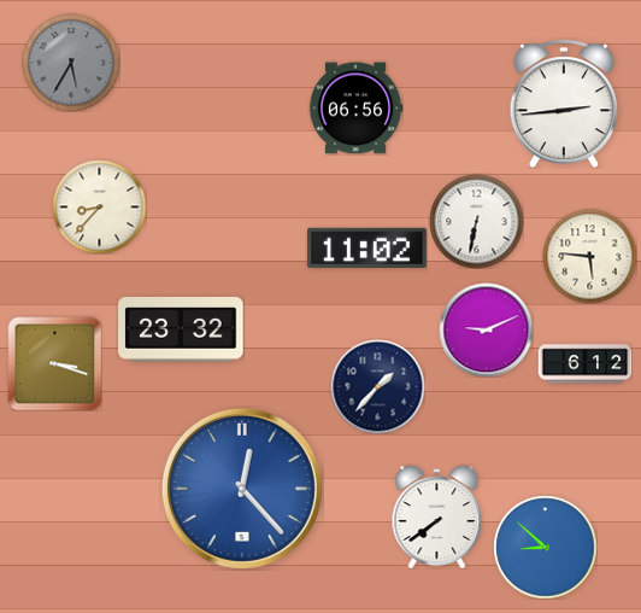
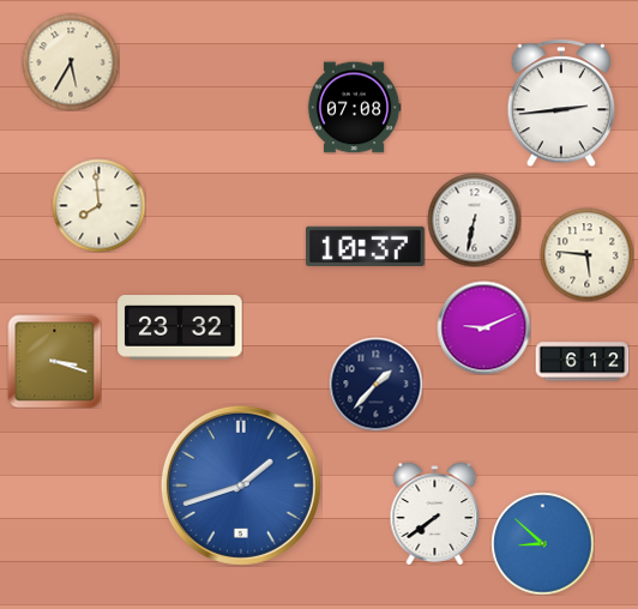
clock at (71, 63) dial: grey -> cream
clock at (355, 109): 06:56 -> 07:08
clock at (99, 206): 8:37 -> 7:59
clock at (367, 247): 11:02 -> 10:37
clock at (242, 489): 12:23 -> 1:42
